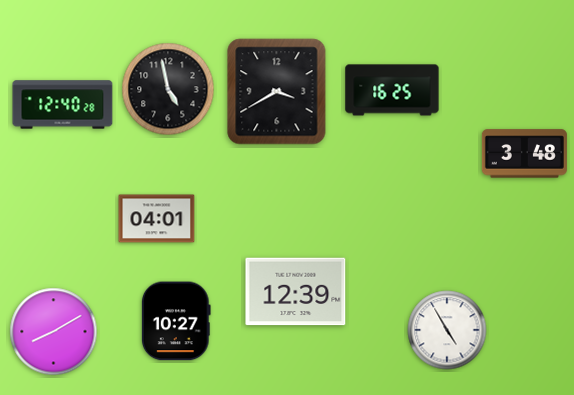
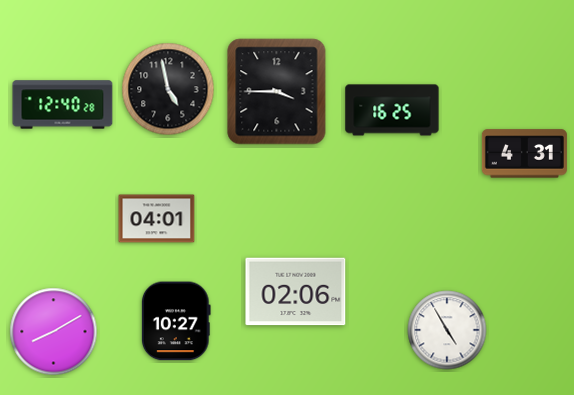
clock at (392, 90) position: (392, 90) -> (392, 110)
clock at (277, 92): 3:40 -> 3:45
clock at (524, 154): 3:48 -> 4:31
clock at (296, 292): 12:39 -> 02:06
